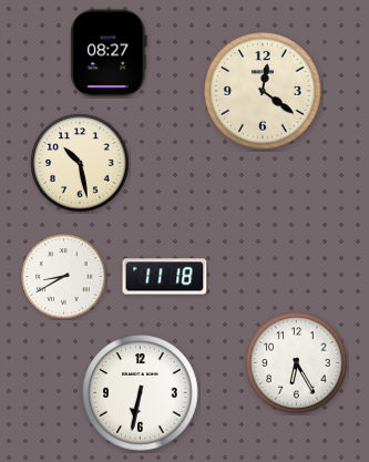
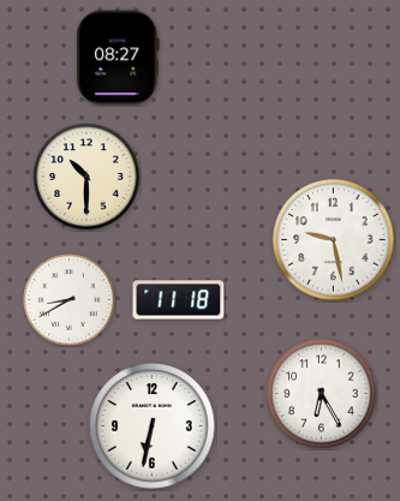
clock at (263, 91): 12:21 -> none
clock at (80, 163): 10:28 -> 10:30
clock at (334, 240): none -> 9:28
